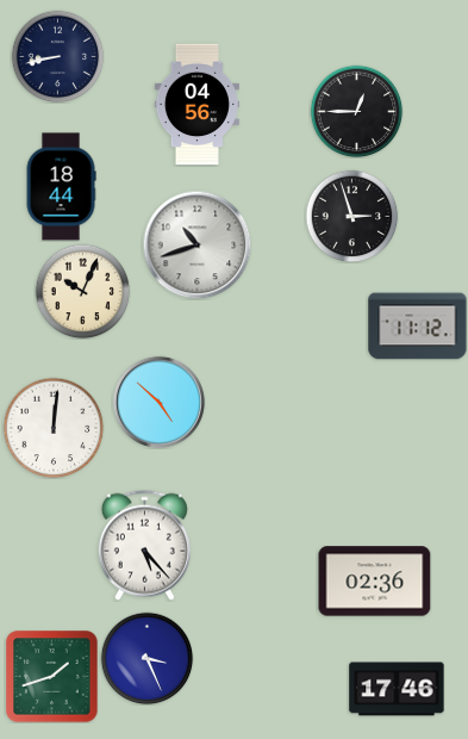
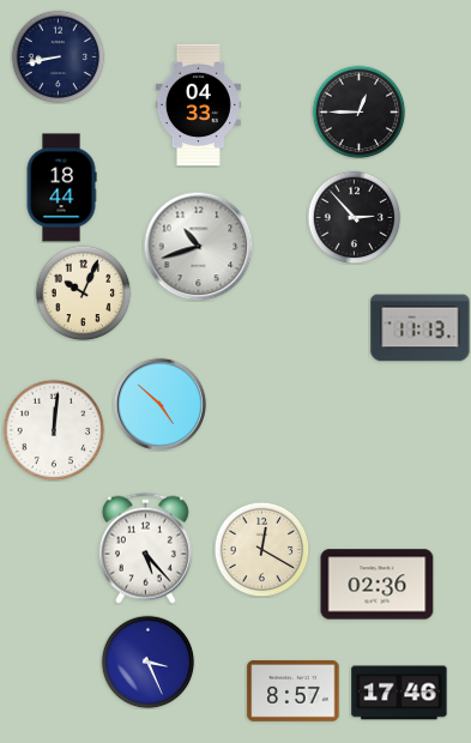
clock at (196, 105): 04:56 -> 04:33
clock at (351, 216): 2:57 -> 2:53
clock at (418, 327): 11:12 -> 11:13
clock at (261, 549): none -> 12:20
clock at (52, 677): 1:42 -> none
clock at (294, 691): none -> 8:57
